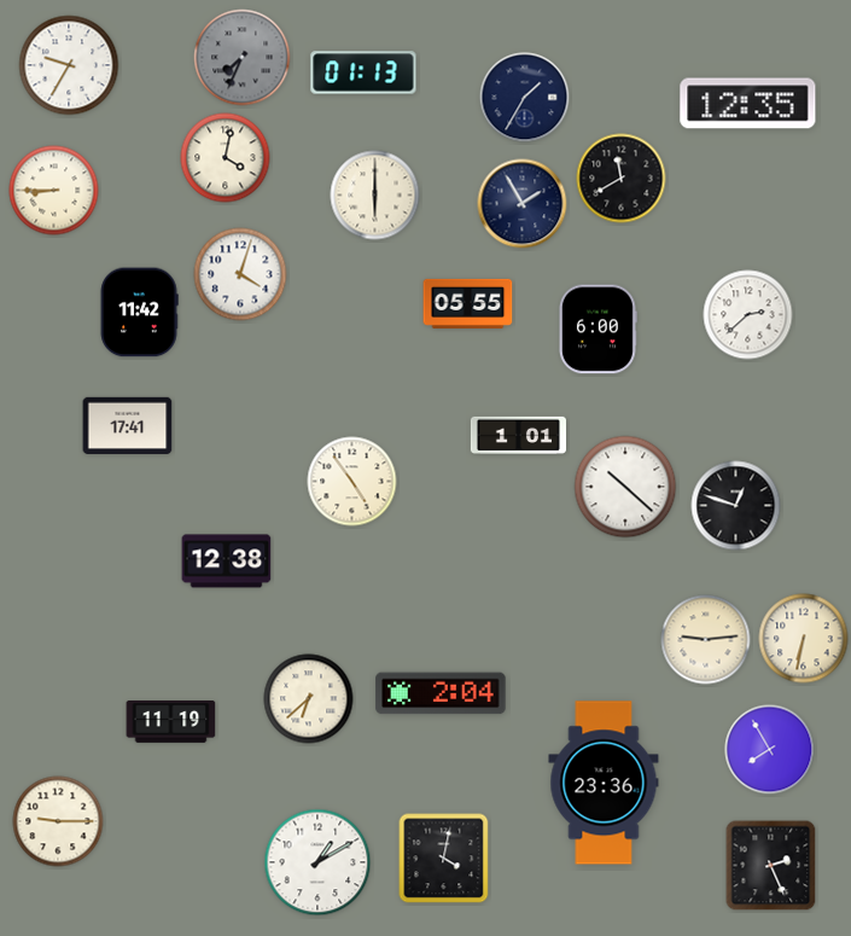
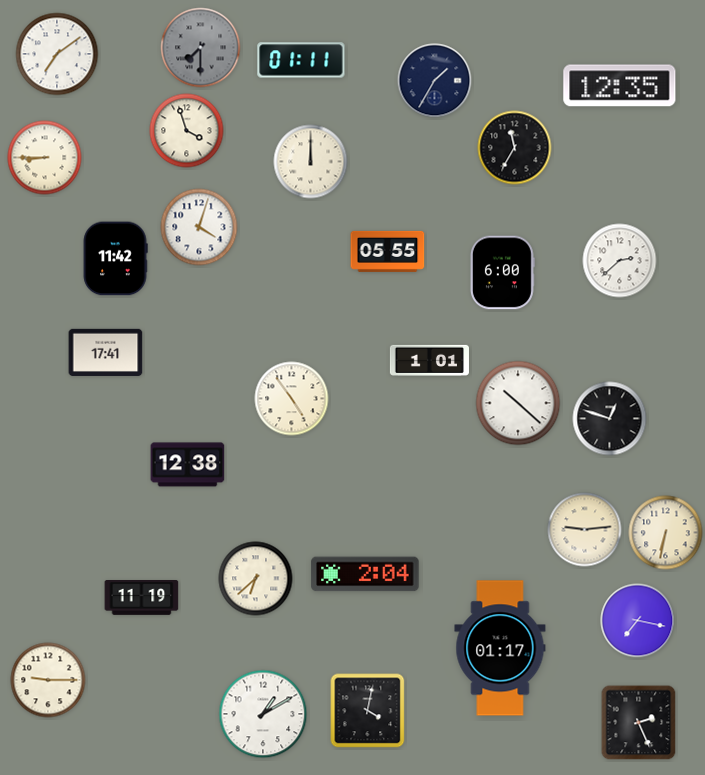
clock at (243, 58): 7:34 -> 7:30
clock at (69, 65): 9:35 -> 7:09
clock at (363, 72): 01:13 -> 01:11
clock at (226, 158): 4:02 -> 3:57
clock at (622, 179): 11:40 -> 11:35
clock at (375, 196): 6:00 -> 12:00
clock at (523, 204): 1:55 -> none
clock at (598, 330) position: (598, 330) -> (502, 273)
clock at (804, 639) position: (804, 639) -> (666, 533)
clock at (770, 750): 7:55 -> 7:17
clock at (604, 783): 23:36 -> 01:17
clock at (771, 866) position: (771, 866) -> (639, 723)
